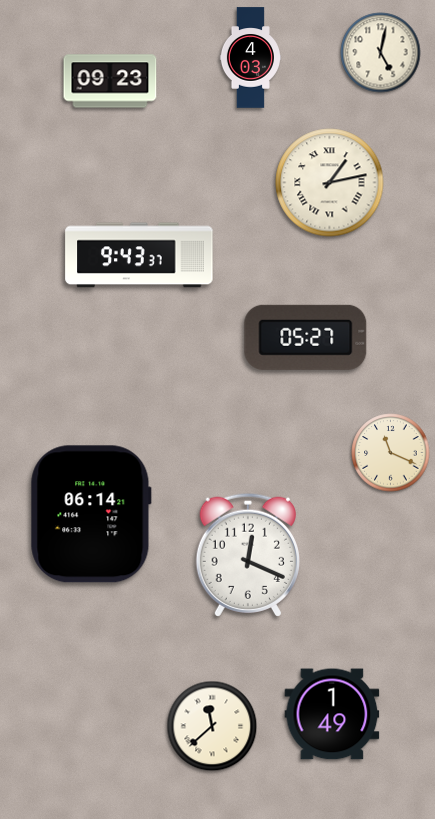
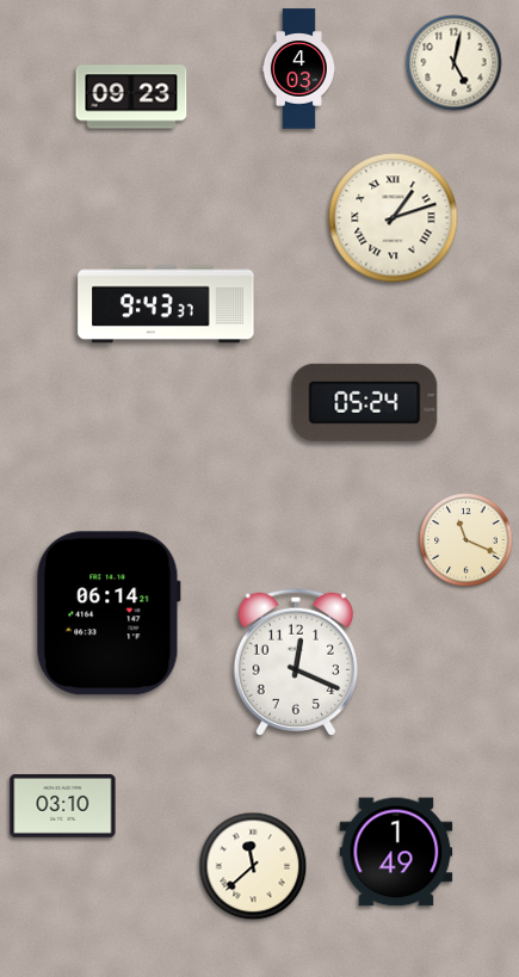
clock at (330, 183): 1:13 -> 1:12
clock at (306, 337): 05:27 -> 05:24
clock at (63, 805): none -> 03:10
